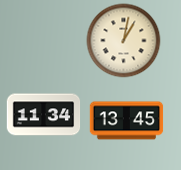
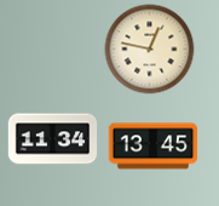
clock at (124, 41): 1:02 -> 12:47
